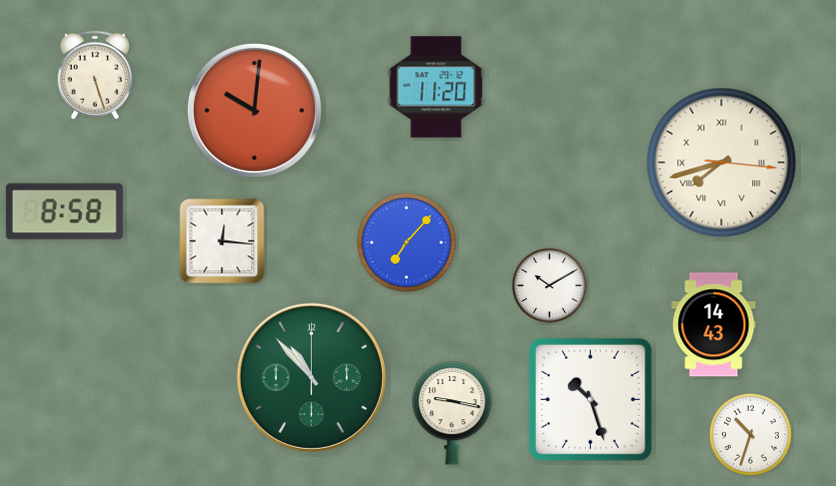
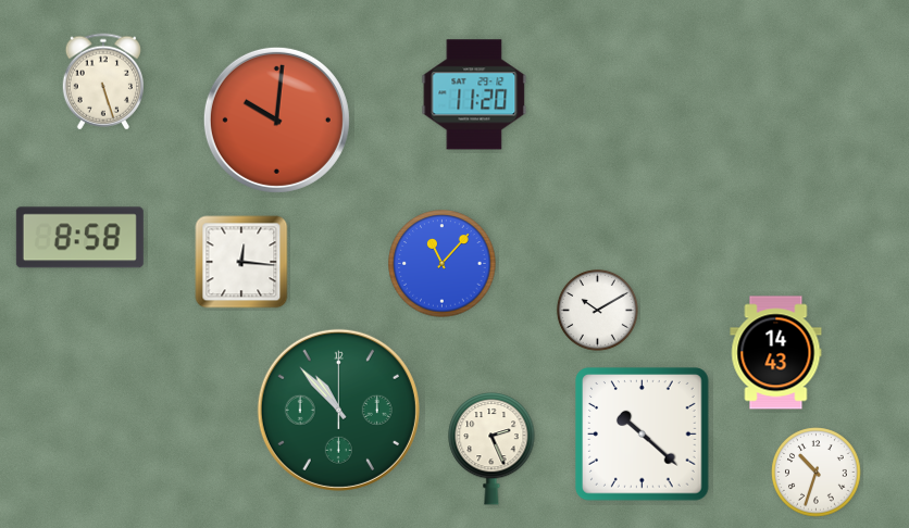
clock at (722, 163): 7:42 -> none
clock at (64, 212) position: (64, 212) -> (79, 238)
clock at (407, 243): 7:07 -> 11:07
clock at (591, 400): 10:27 -> 10:22
clock at (452, 413): 9:17 -> 2:26
